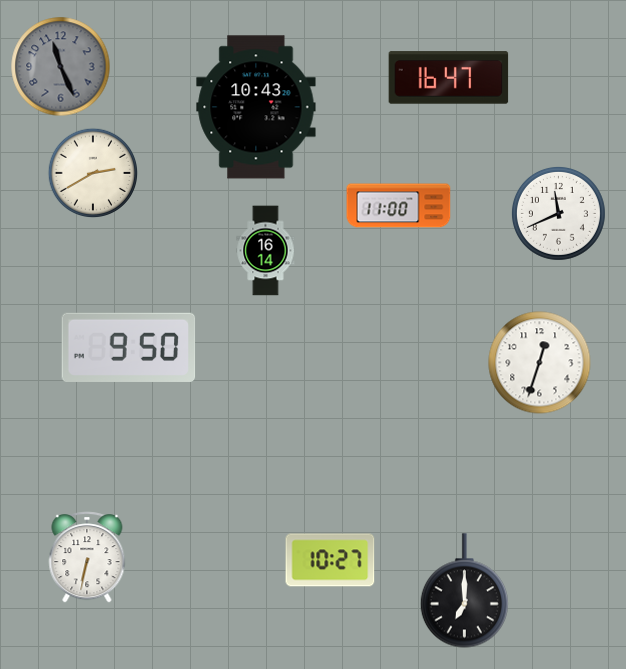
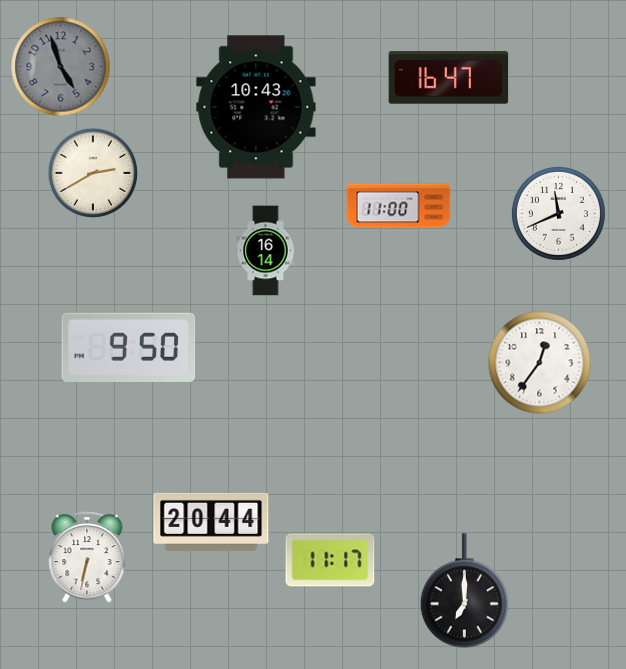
clock at (61, 67): 11:26 -> 4:57
clock at (540, 363): 12:33 -> 12:36
clock at (211, 522): none -> 20:44
clock at (330, 560): 10:27 -> 11:17
